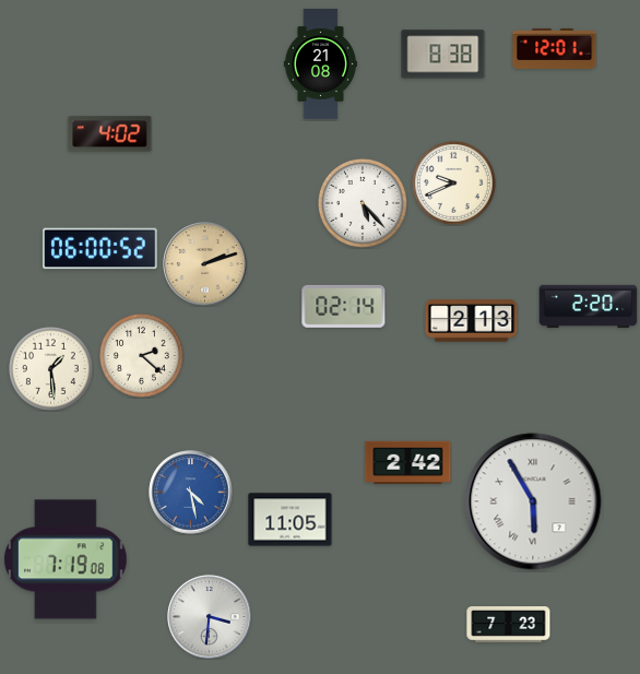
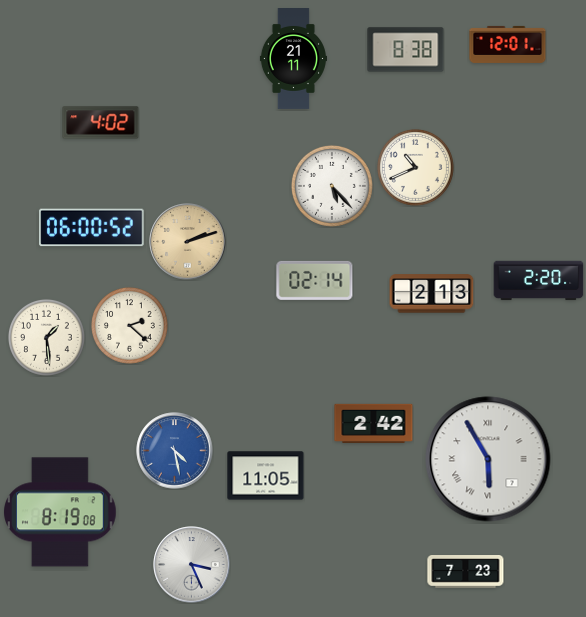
clock at (320, 64): 21:08 -> 21:11
clock at (453, 182): 9:41 -> 10:41
clock at (66, 559): 7:19 -> 8:19
clock at (210, 617): 3:31 -> 3:26
